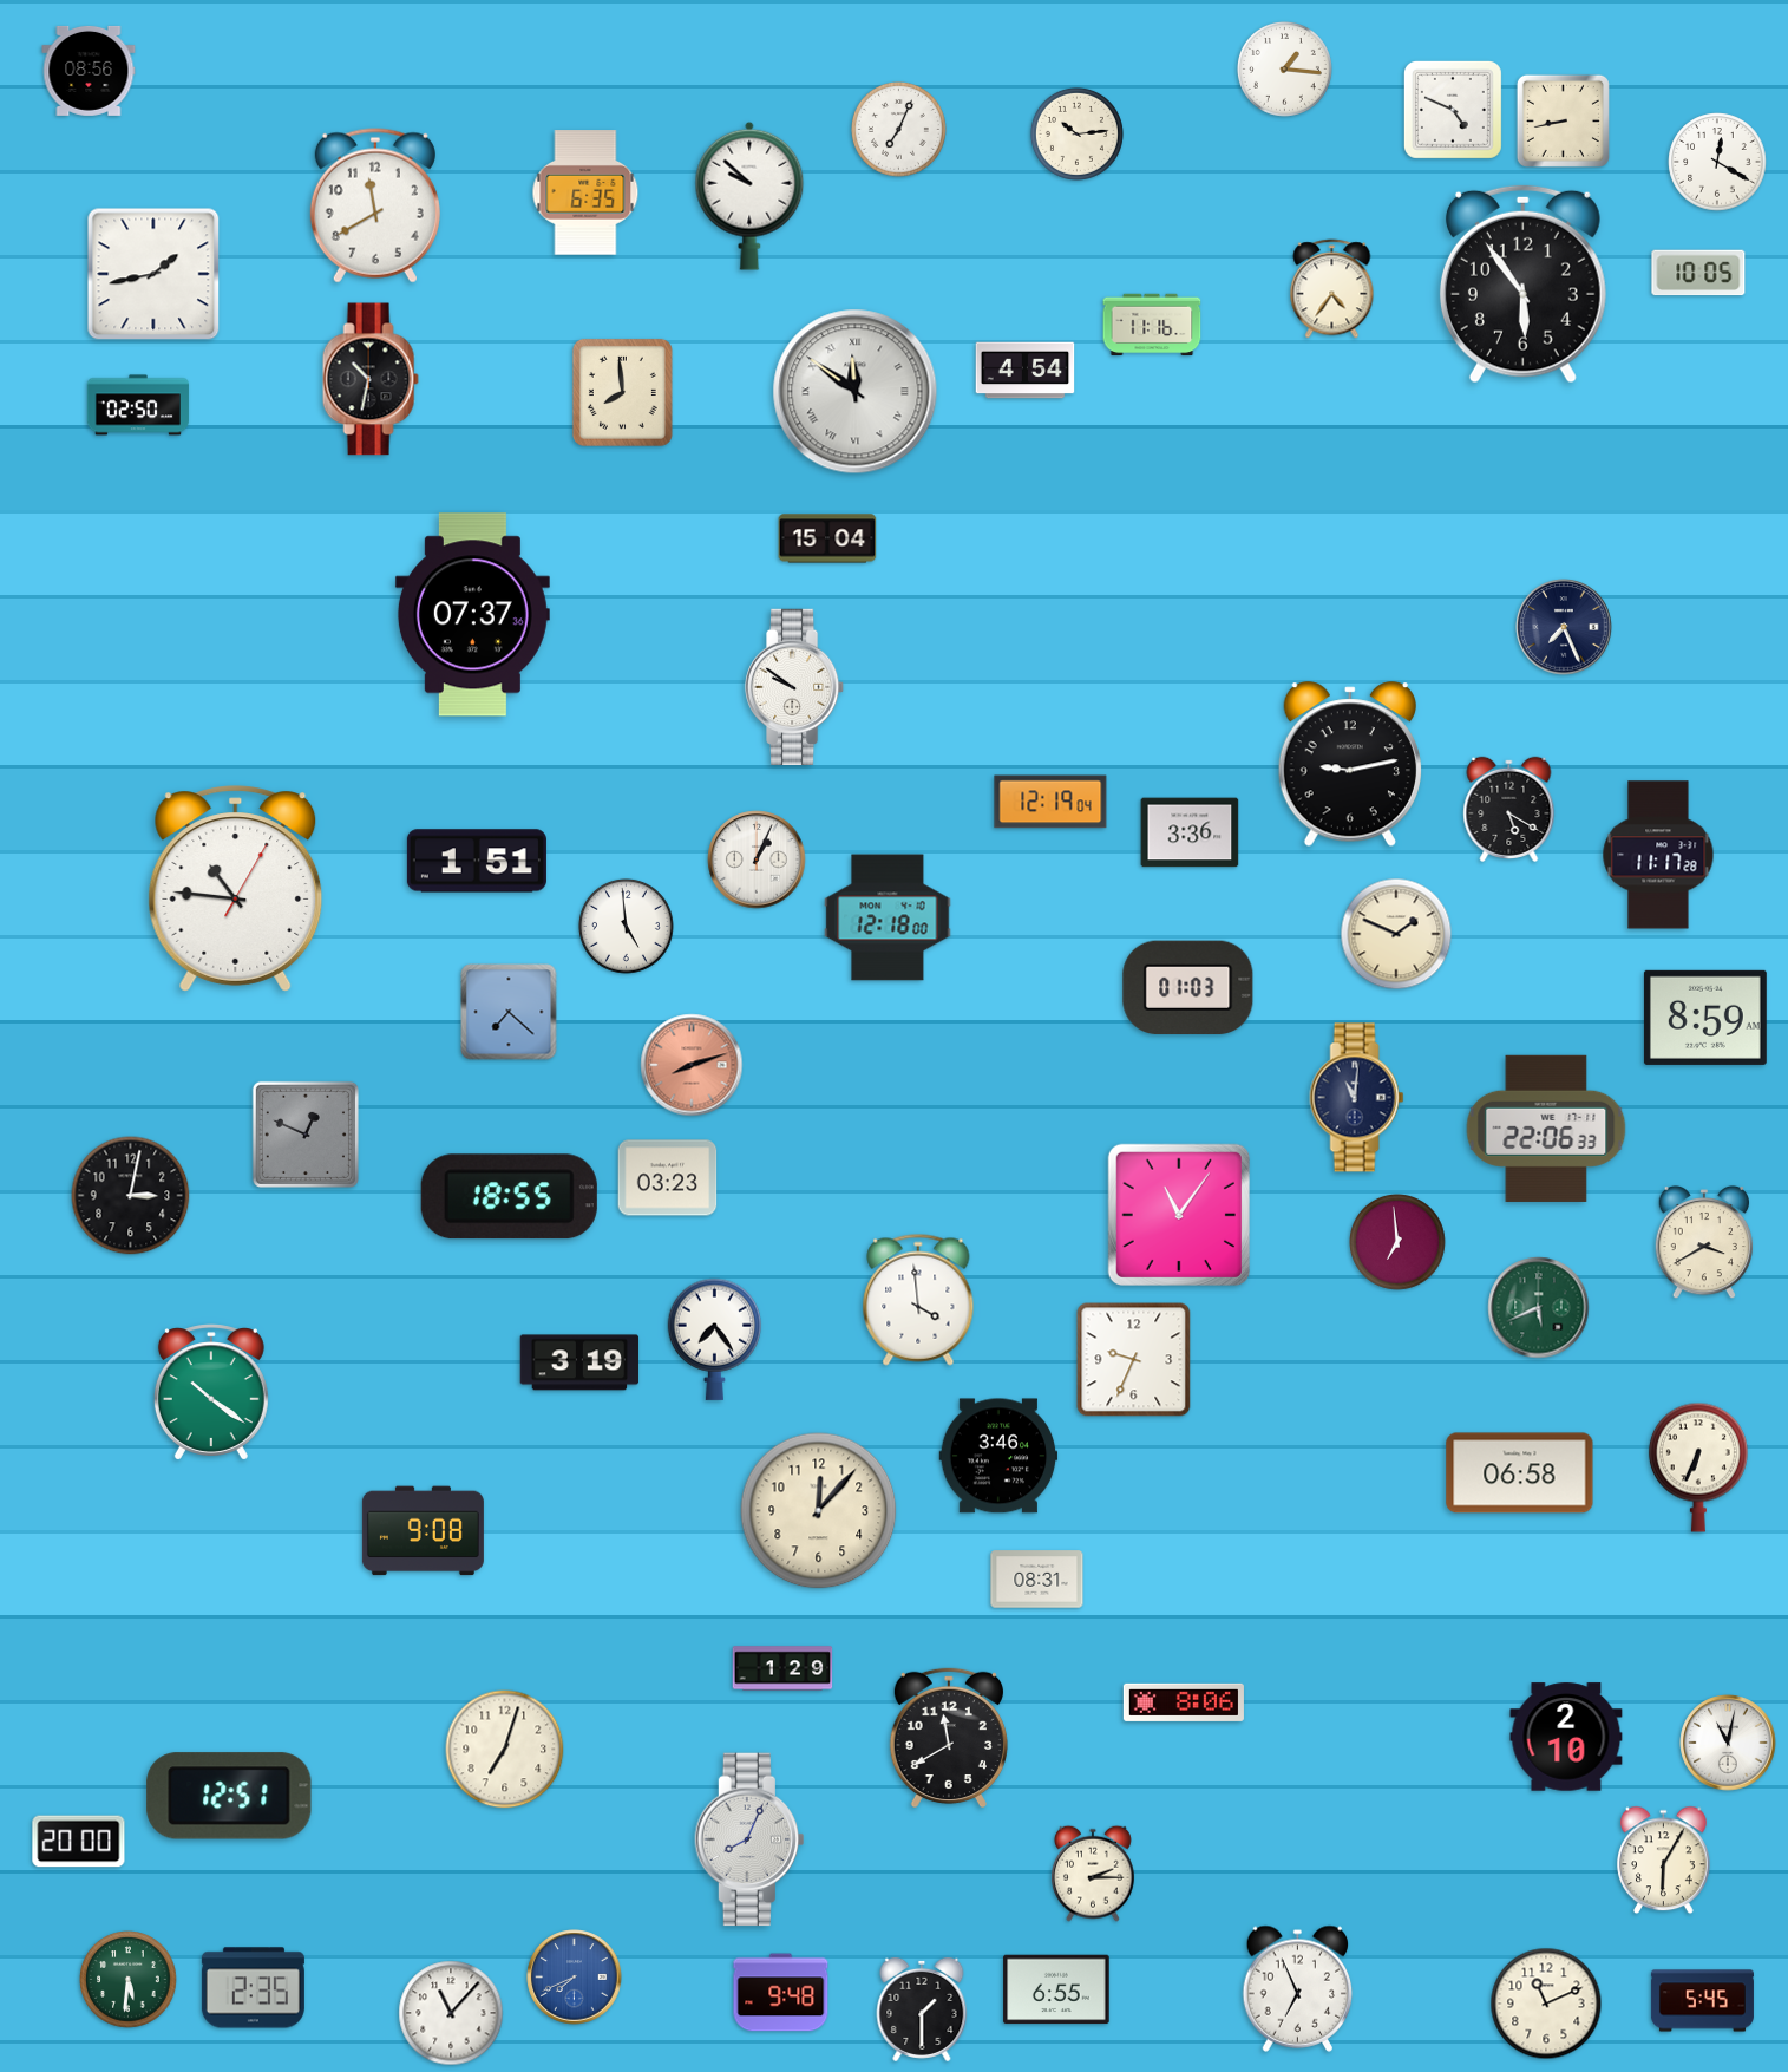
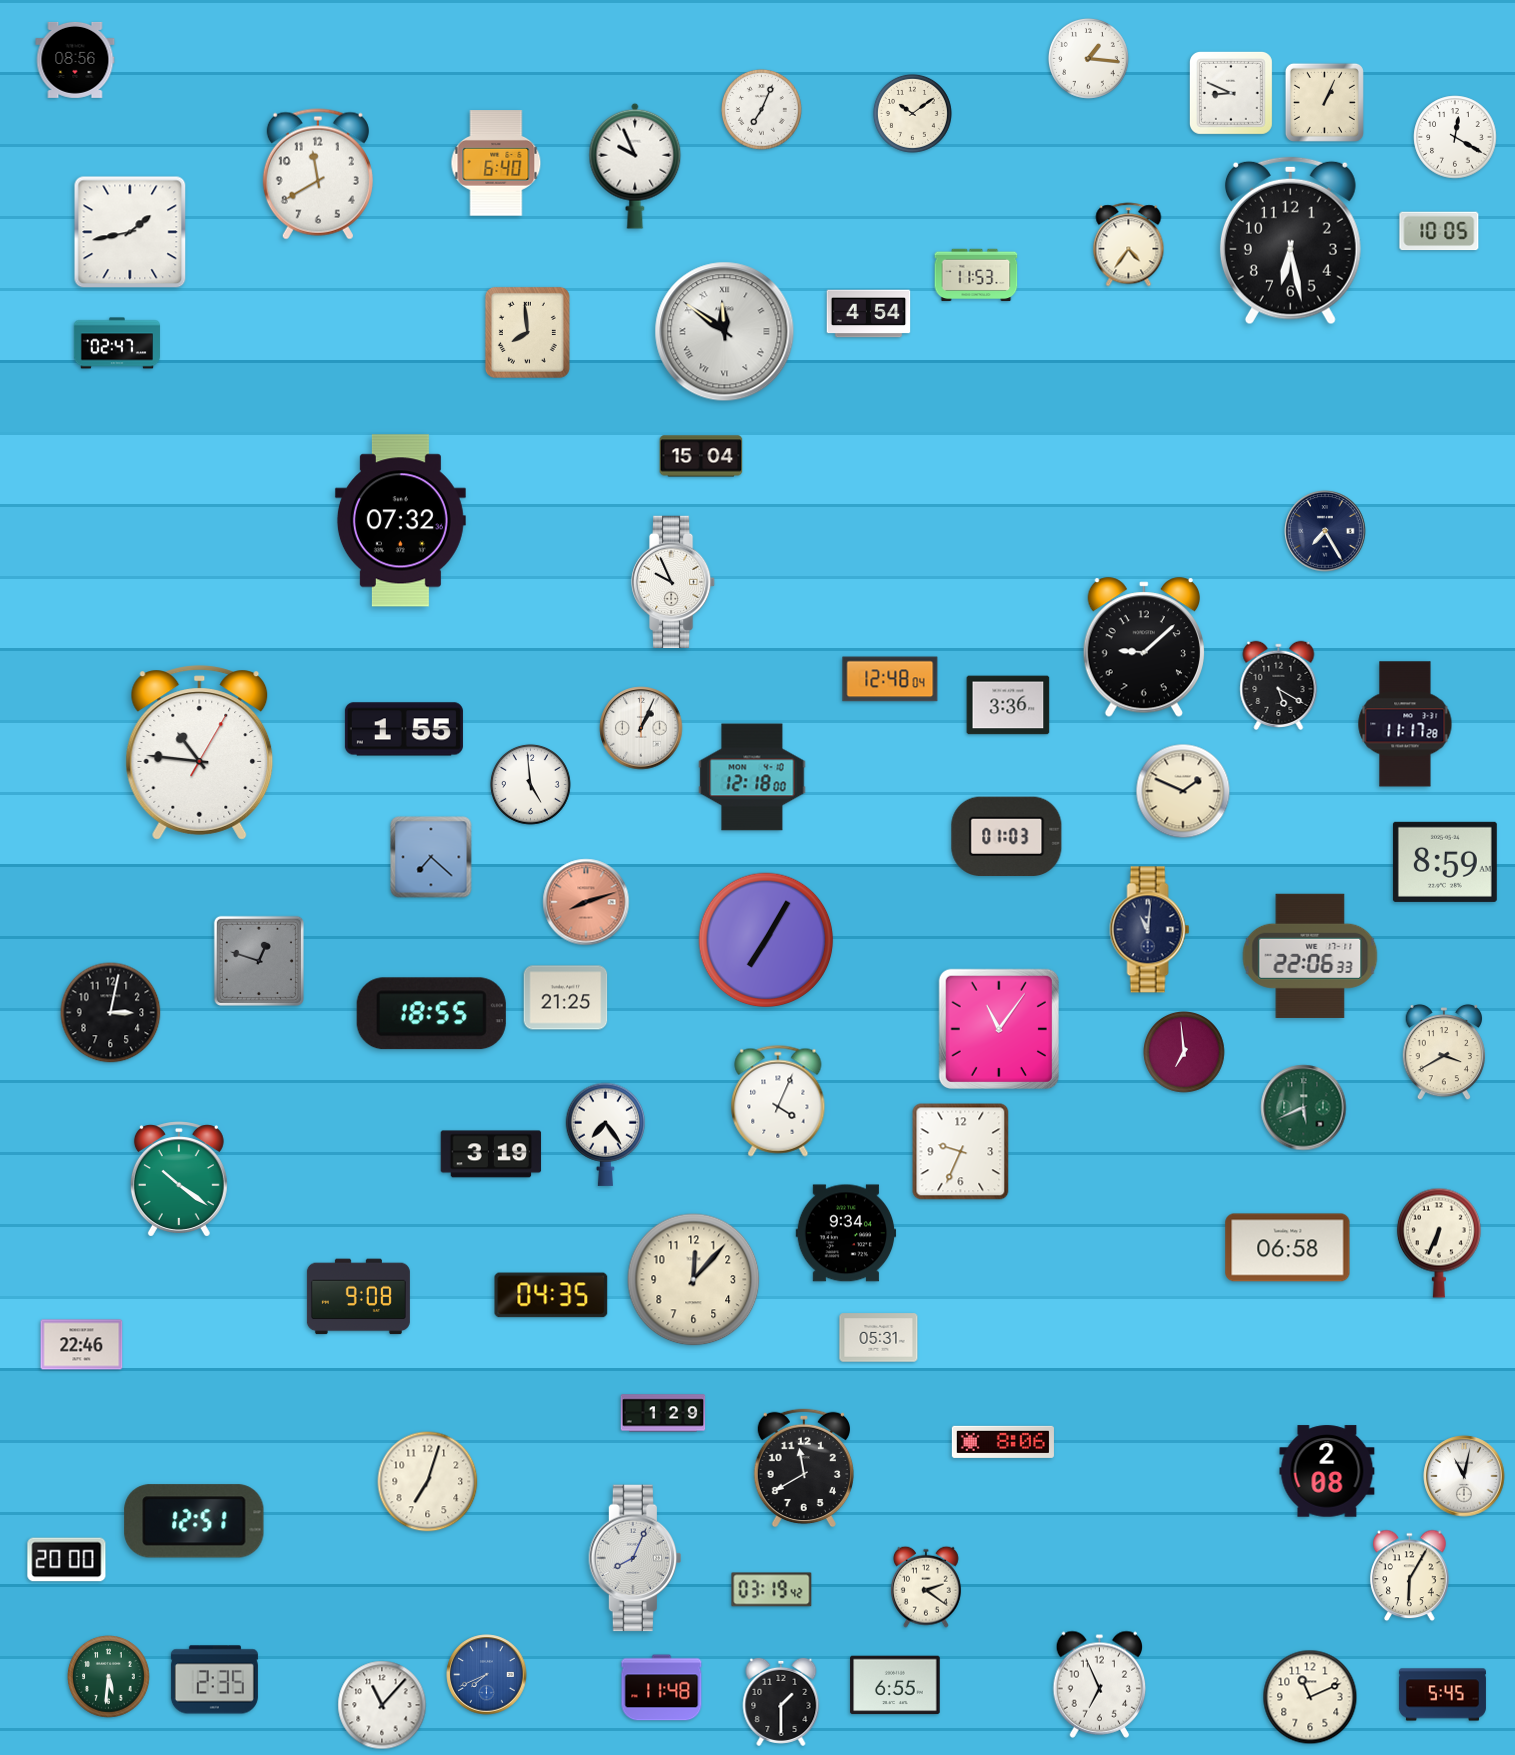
clock at (1453, 110): 4:49 -> 8:49
clock at (1563, 120): 8:43 -> 1:04
clock at (1076, 133): 10:14 -> 10:09
clock at (585, 192): 6:35 -> 6:40
clock at (749, 196): 9:52 -> 9:56
clock at (1522, 285): 5:54 -> 6:28
clock at (1152, 325): 11:16 -> 11:53
clock at (371, 379): 10:32 -> none
clock at (138, 405): 02:50 -> 02:47
clock at (472, 615): 07:37 -> 07:32
clock at (1564, 627): 7:26 -> 7:25
clock at (794, 686): 9:51 -> 9:56
clock at (1349, 765): 9:13 -> 9:08
clock at (1050, 802): 12:19 -> 12:48
clock at (477, 861): 1:51 -> 1:55
clock at (766, 940): none -> 7:05
clock at (306, 1135): 12:49 -> 12:48
clock at (668, 1178): 03:23 -> 21:25
clock at (918, 1300): 3:59 -> 4:04
clock at (998, 1456): 3:46 -> 9:34
clock at (551, 1295): none -> 04:35
clock at (1037, 1580): 08:31 -> 05:31
clock at (82, 1345): none -> 22:46
clock at (1566, 1737): 2:10 -> 2:08
clock at (949, 1738) position: (949, 1738) -> (804, 1468)
clock at (1093, 1874): 2:15 -> 2:21
clock at (772, 1590): none -> 03:19
clock at (253, 1988) position: (253, 1988) -> (214, 1680)
clock at (781, 1993): 9:48 -> 11:48
